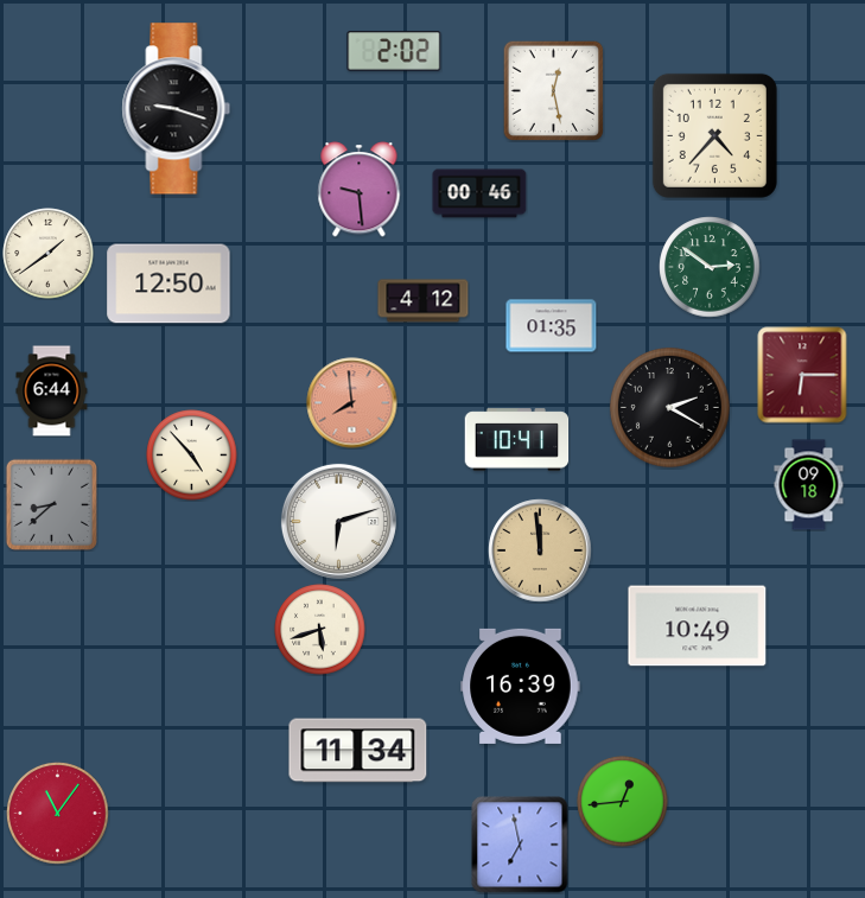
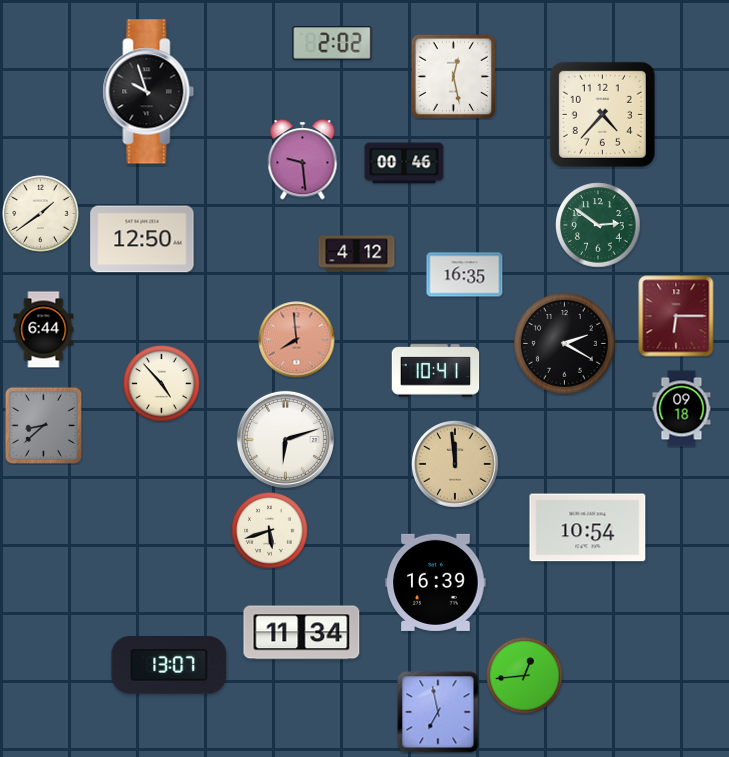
clock at (553, 90) position: (553, 90) -> (453, 76)
clock at (177, 109): 9:18 -> 9:57
clock at (552, 326): 01:35 -> 16:35
clock at (698, 626): 10:49 -> 10:54
clock at (521, 686) position: (521, 686) -> (436, 582)
clock at (169, 666): none -> 13:07
clock at (58, 814): 11:06 -> none
